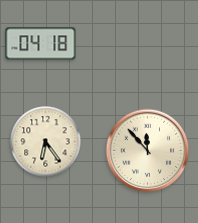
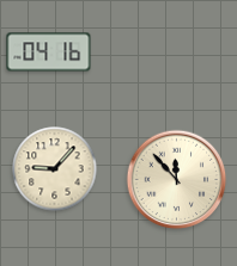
clock at (41, 44): 04:18 -> 04:16
clock at (46, 142): 6:24 -> 9:07
